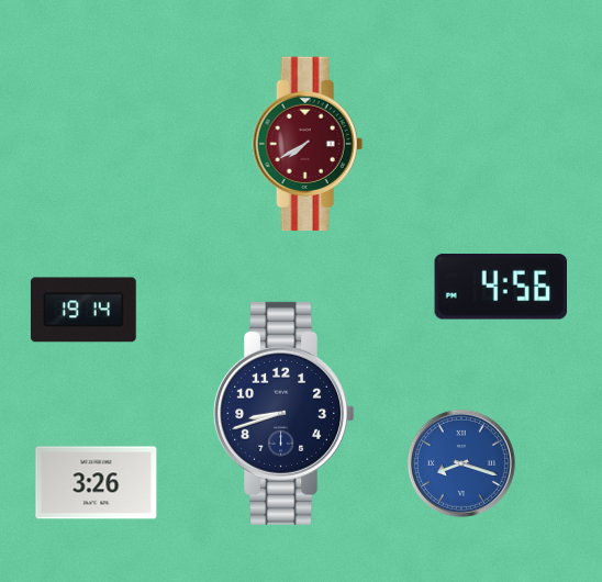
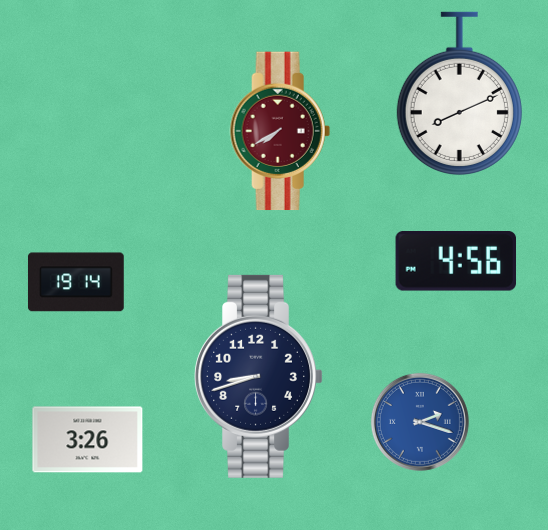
clock at (459, 94): none -> 8:11
clock at (461, 463): 8:18 -> 2:18
